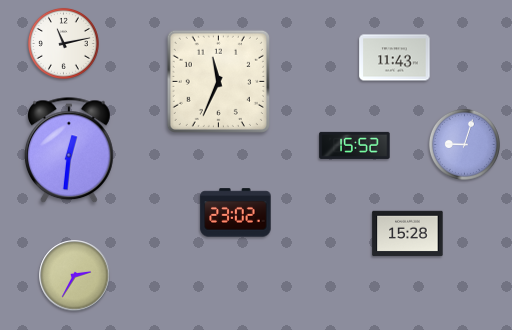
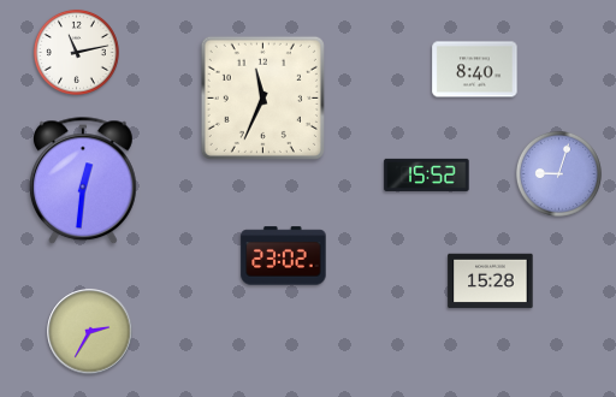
clock at (395, 58): 11:43 -> 8:40
